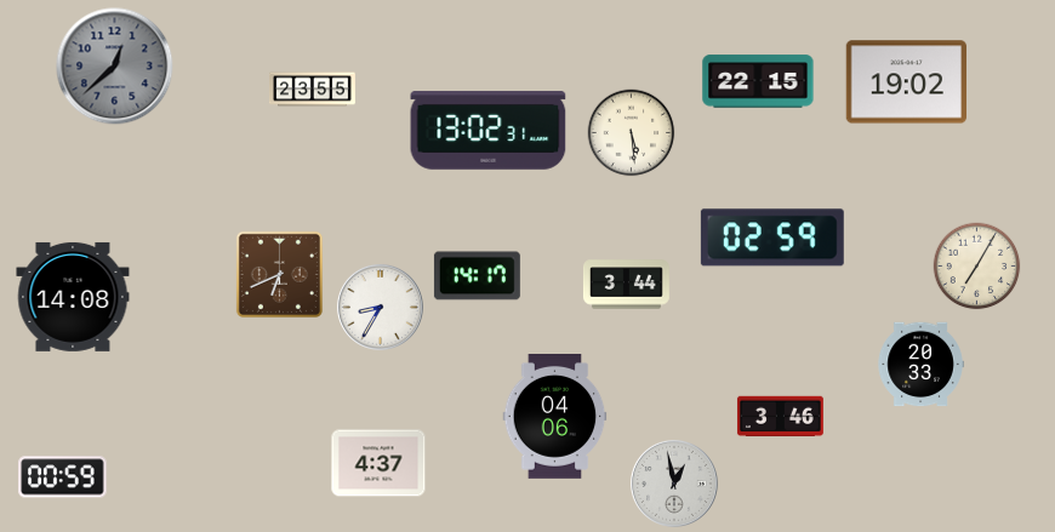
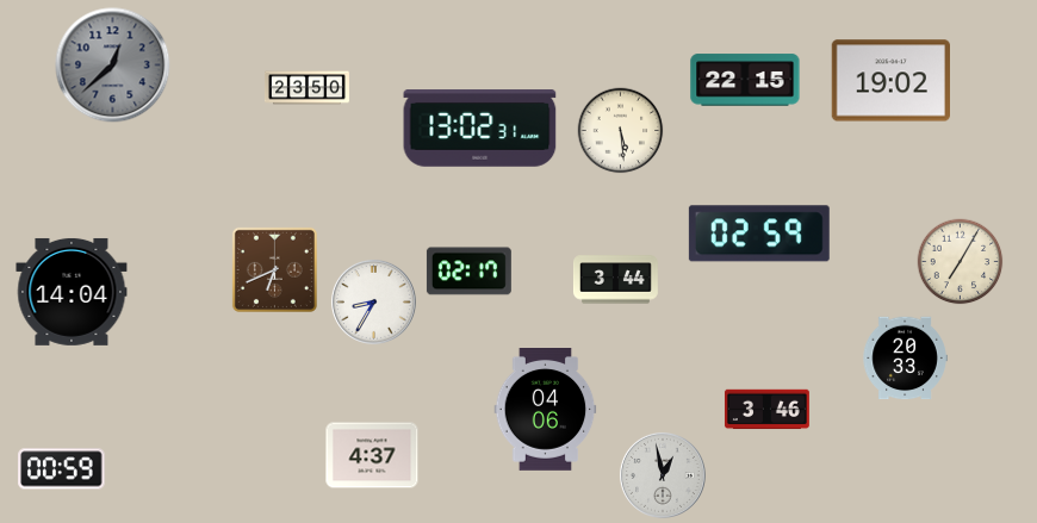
clock at (313, 90): 23:55 -> 23:50
clock at (477, 276): 14:17 -> 02:17
clock at (73, 297): 14:08 -> 14:04
